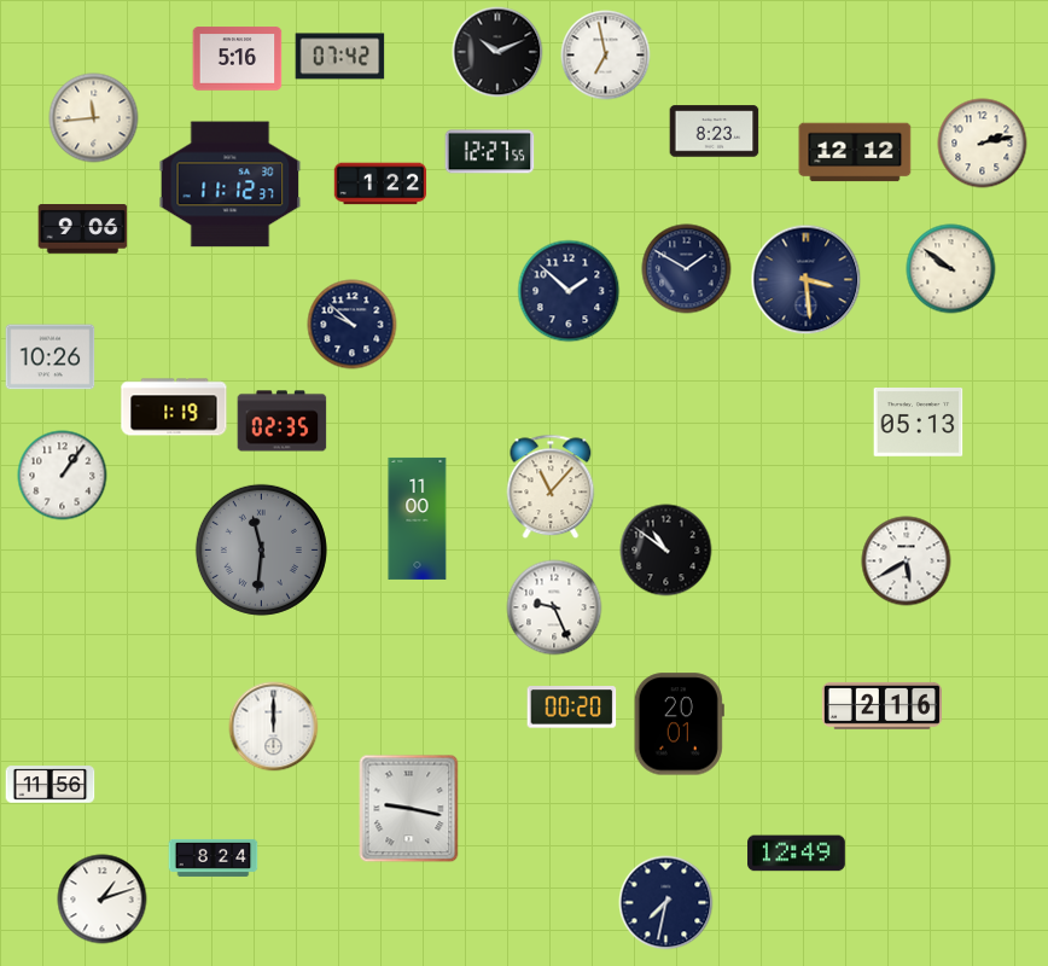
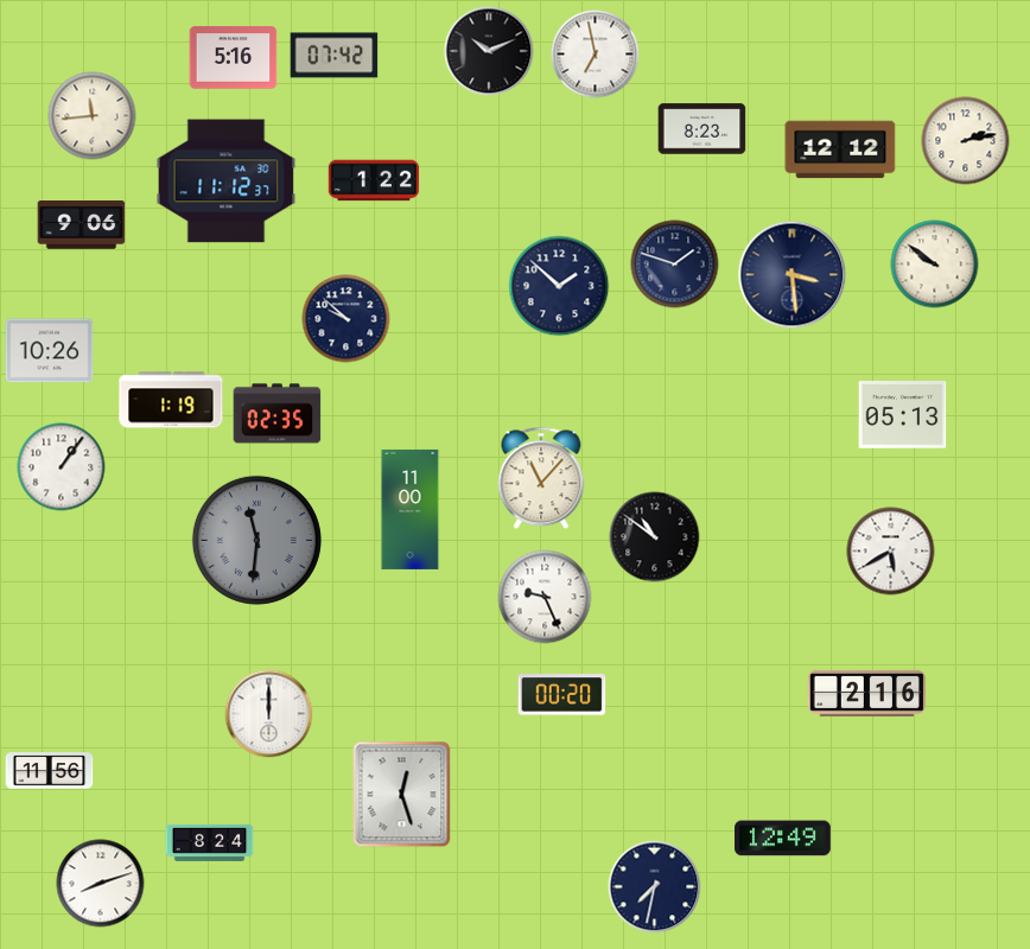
clock at (490, 152): 12:27 -> none
clock at (687, 269): 1:50 -> 1:48
clock at (666, 551) position: (666, 551) -> (655, 537)
clock at (679, 724): 20:01 -> none
clock at (409, 809): 9:17 -> 12:27
clock at (103, 900): 1:12 -> 8:12
